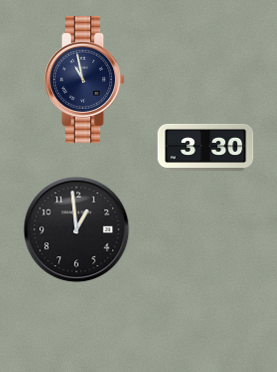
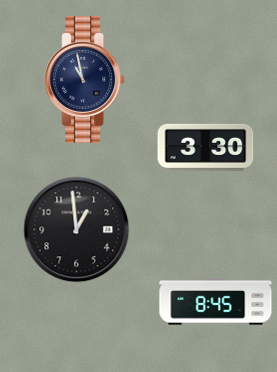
clock at (216, 302): none -> 8:45
